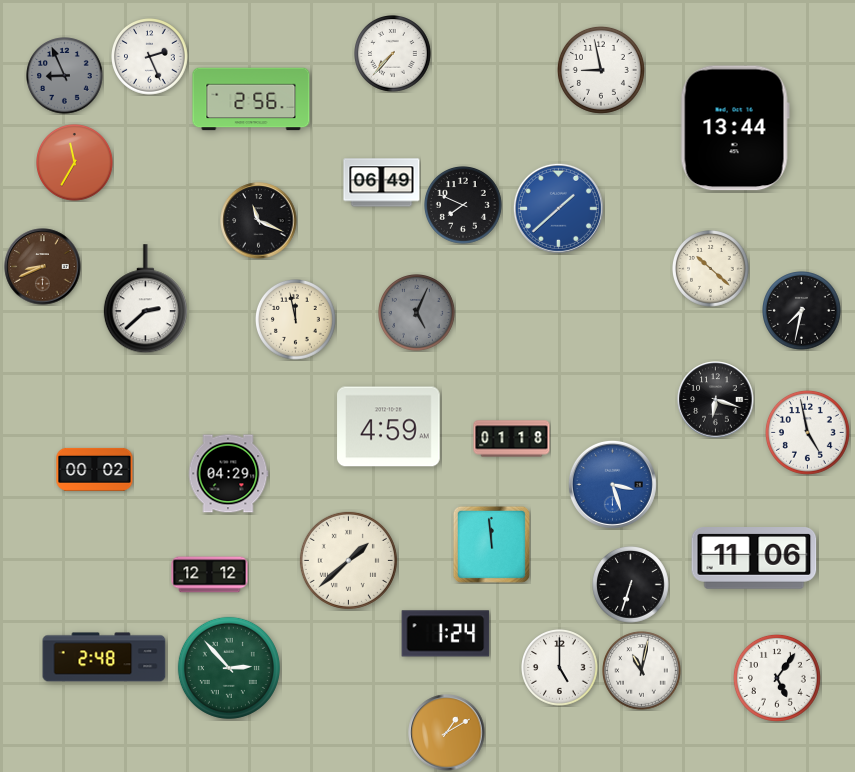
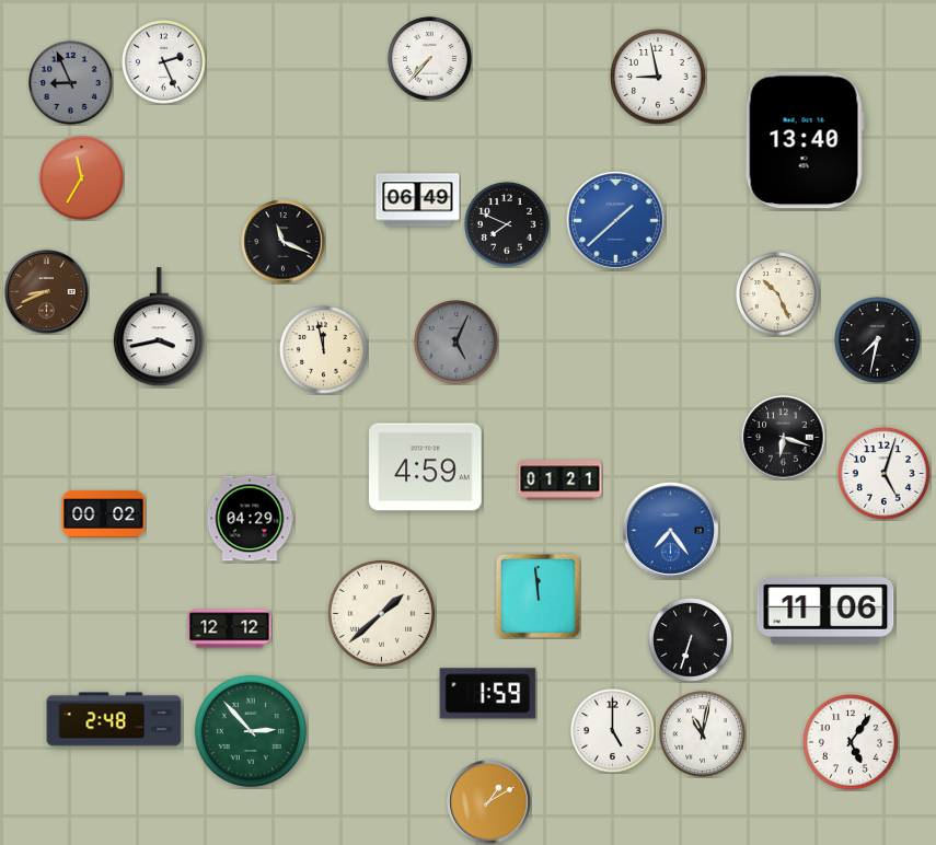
clock at (251, 99): 2:56 -> none
clock at (735, 128): 13:44 -> 13:40
clock at (558, 208) position: (558, 208) -> (615, 220)
clock at (711, 269): 10:22 -> 10:26
clock at (145, 299): 2:38 -> 3:43
clock at (807, 432): 4:58 -> 5:03
clock at (512, 439): 01:18 -> 01:21
clock at (612, 484): 3:27 -> 7:24
clock at (446, 634): 1:24 -> 1:59
